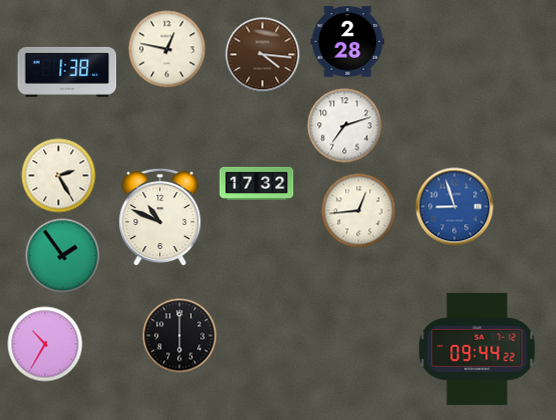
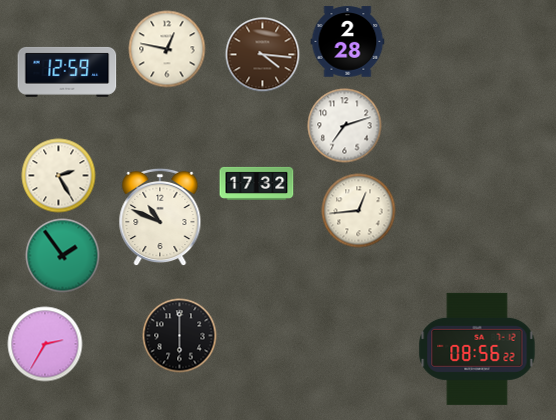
clock at (67, 72): 1:38 -> 12:59
clock at (455, 207): 8:57 -> none
clock at (45, 344): 10:35 -> 2:35
clock at (477, 349): 09:44 -> 08:56
